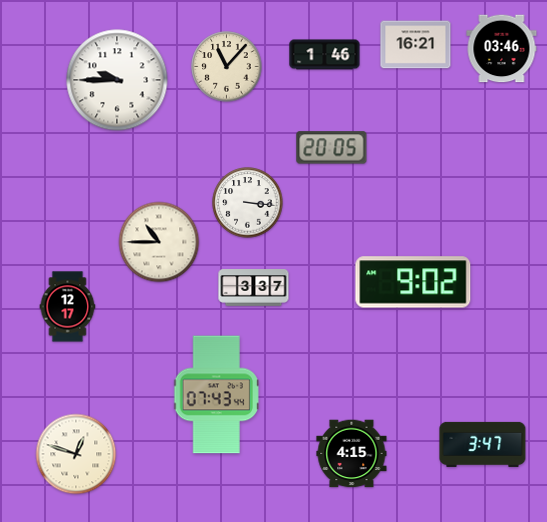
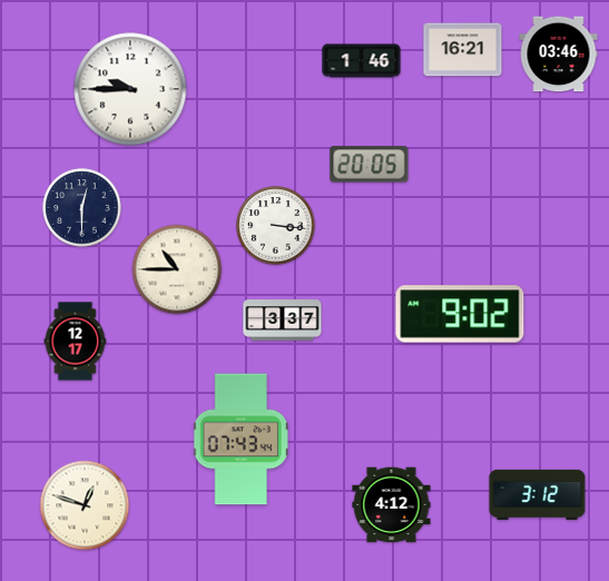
clock at (227, 67): 11:07 -> none
clock at (82, 208): none -> 12:30
clock at (483, 444): 3:47 -> 3:12
clock at (352, 454): 4:15 -> 4:12
